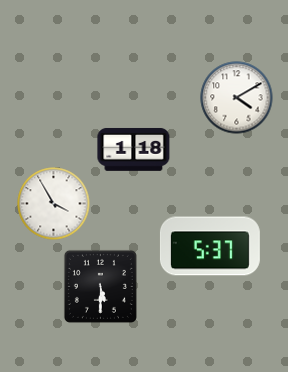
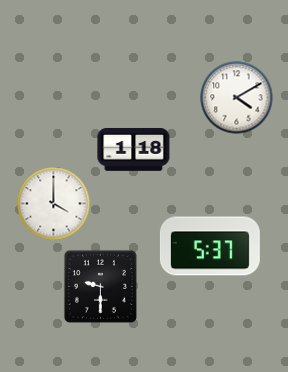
clock at (54, 204): 3:55 -> 4:00
clock at (100, 286): 5:30 -> 9:30
